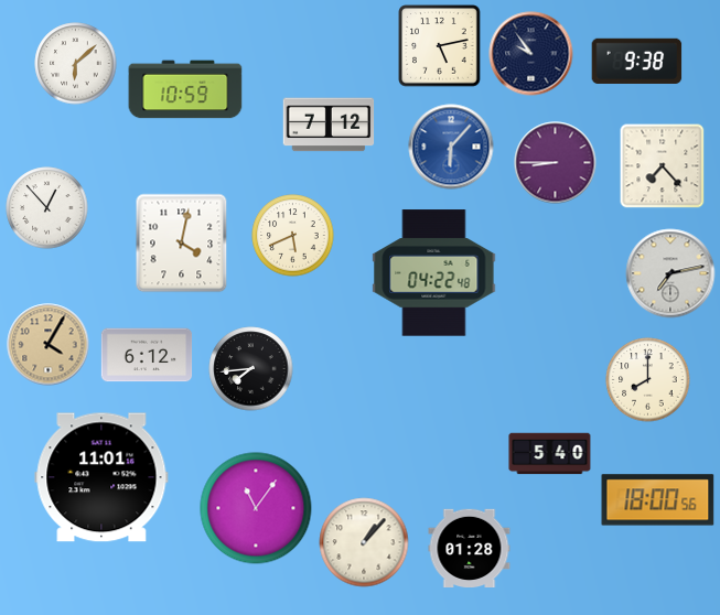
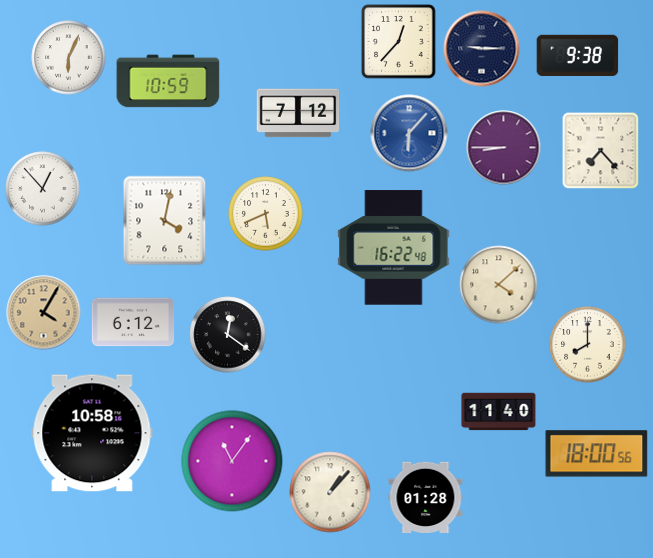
clock at (440, 46): 5:13 -> 12:37
clock at (531, 54): 9:54 -> 9:15
clock at (76, 64): 6:08 -> 6:04
clock at (434, 273): 04:22 -> 16:22
clock at (670, 273): 7:13 -> none
clock at (499, 285): none -> 4:08
clock at (251, 369): 7:44 -> 12:21
clock at (550, 454): 5:40 -> 11:40
clock at (101, 477): 11:01 -> 10:58
